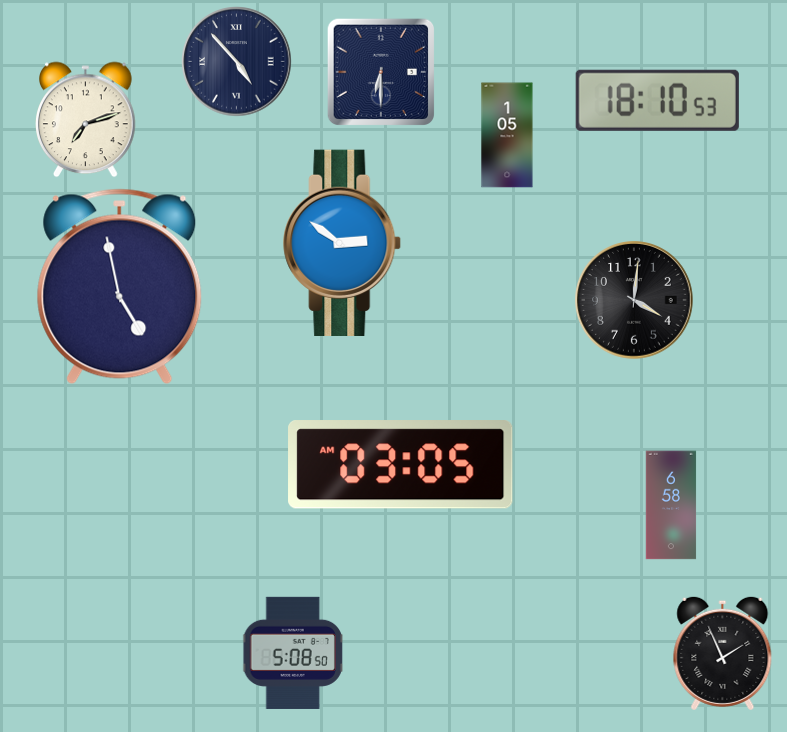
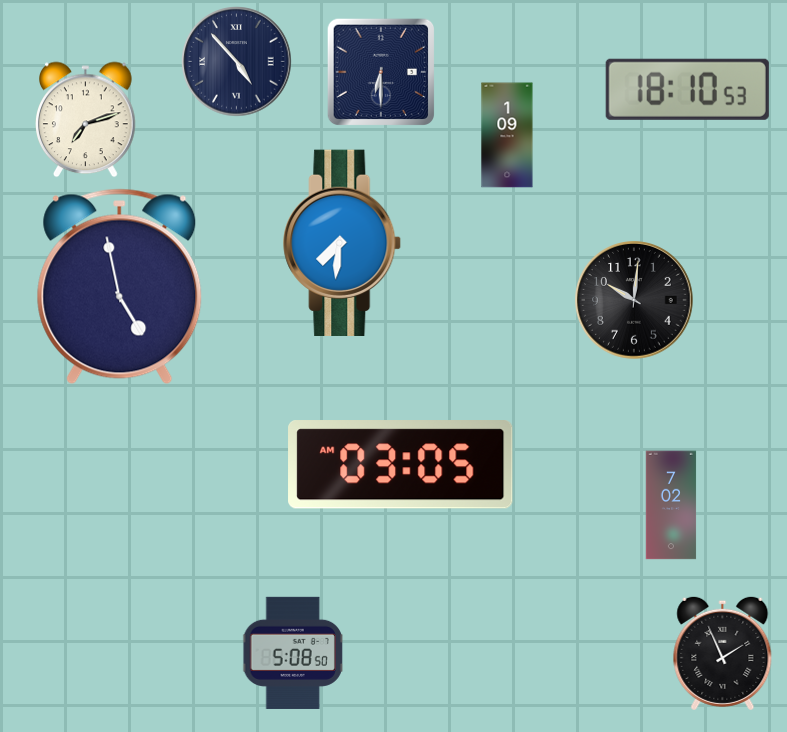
clock at (657, 100) position: (657, 100) -> (687, 89)
clock at (507, 135): 1:05 -> 1:09
clock at (343, 242): 2:51 -> 7:31
clock at (635, 301): 4:01 -> 10:01
clock at (671, 505): 6:58 -> 7:02
